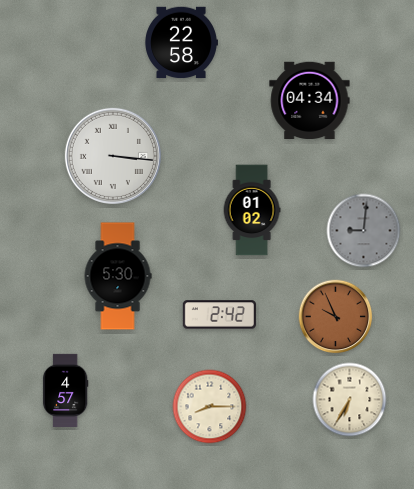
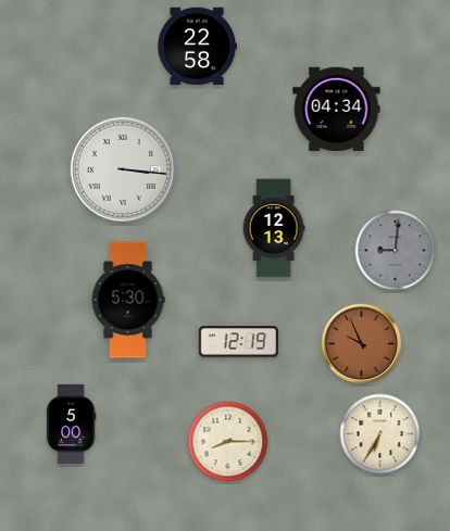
clock at (252, 210): 01:02 -> 12:13
clock at (219, 315): 2:42 -> 12:19
clock at (336, 317) position: (336, 317) -> (362, 344)
clock at (65, 390): 4:57 -> 5:00
